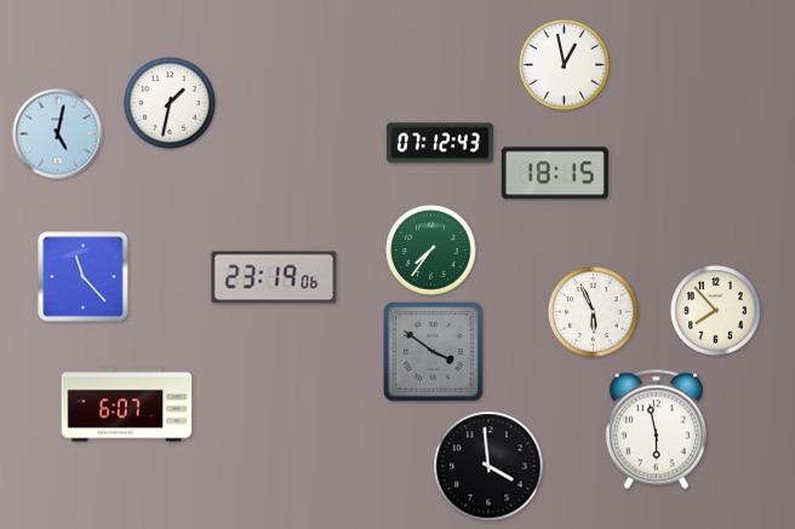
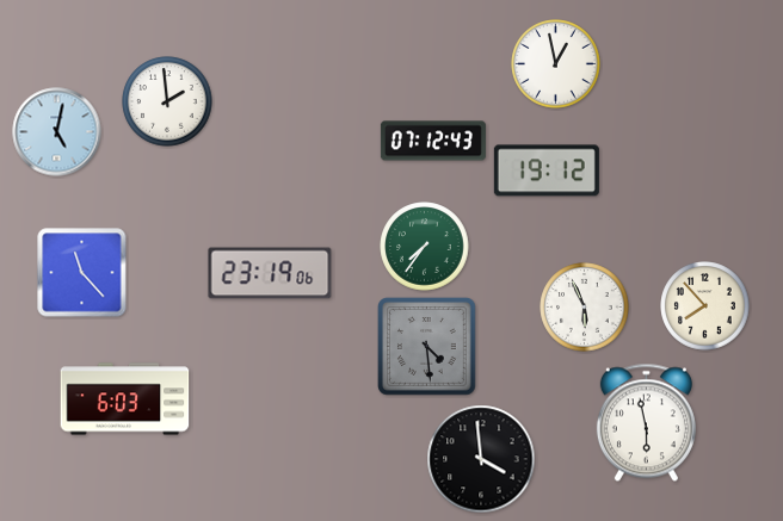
clock at (170, 103): 1:32 -> 1:59
clock at (555, 173): 18:15 -> 19:12
clock at (434, 352): 3:51 -> 4:29
clock at (127, 406): 6:07 -> 6:03
